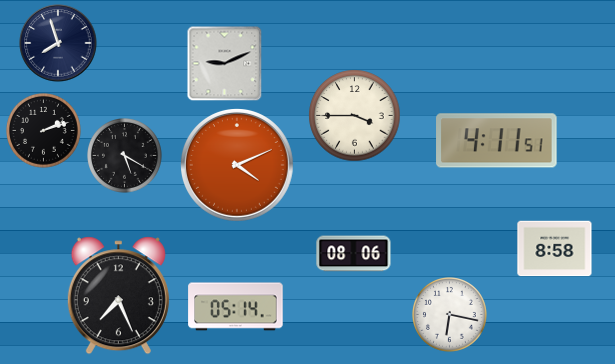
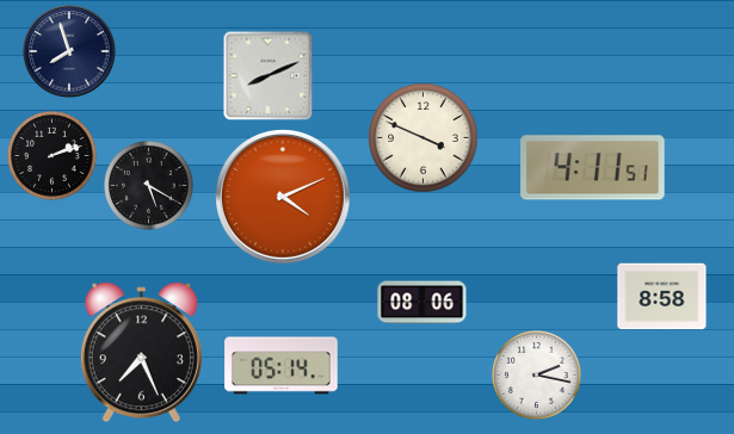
clock at (225, 64): 9:11 -> 8:11
clock at (355, 116): 3:45 -> 3:49
clock at (450, 315): 6:17 -> 2:17
